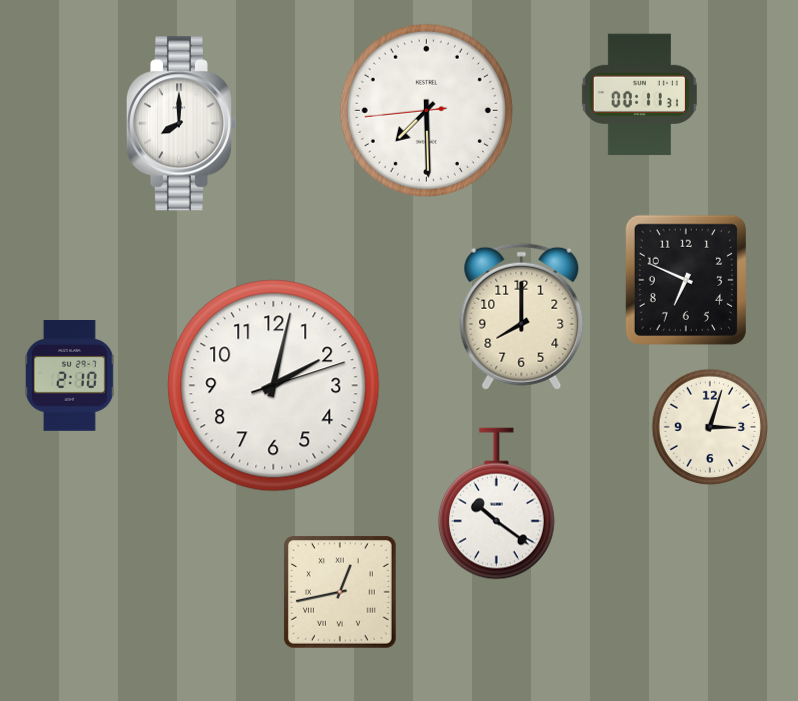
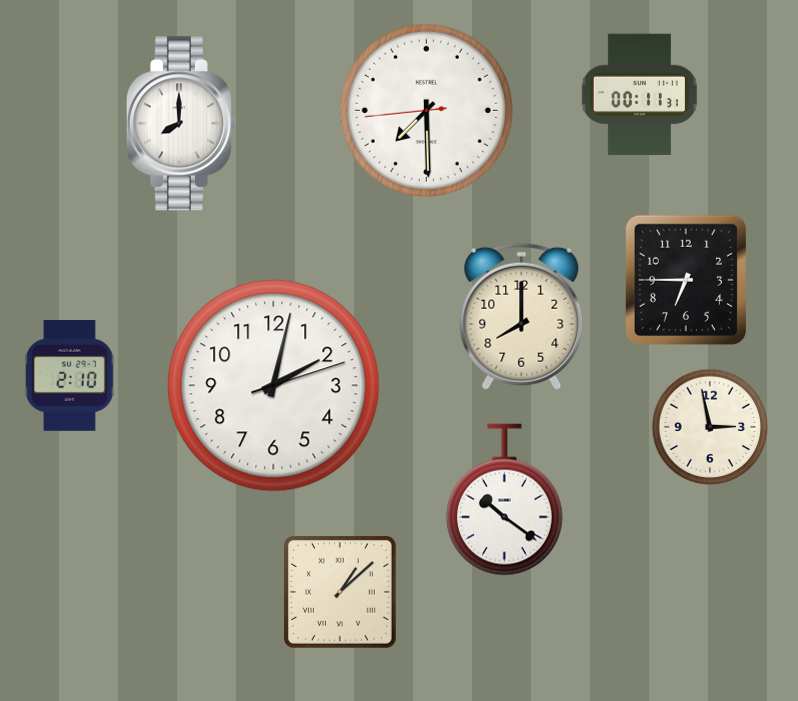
clock at (686, 280): 6:49 -> 6:45
clock at (710, 427): 3:03 -> 2:58
clock at (496, 504) position: (496, 504) -> (504, 500)
clock at (340, 592): 12:43 -> 1:08
